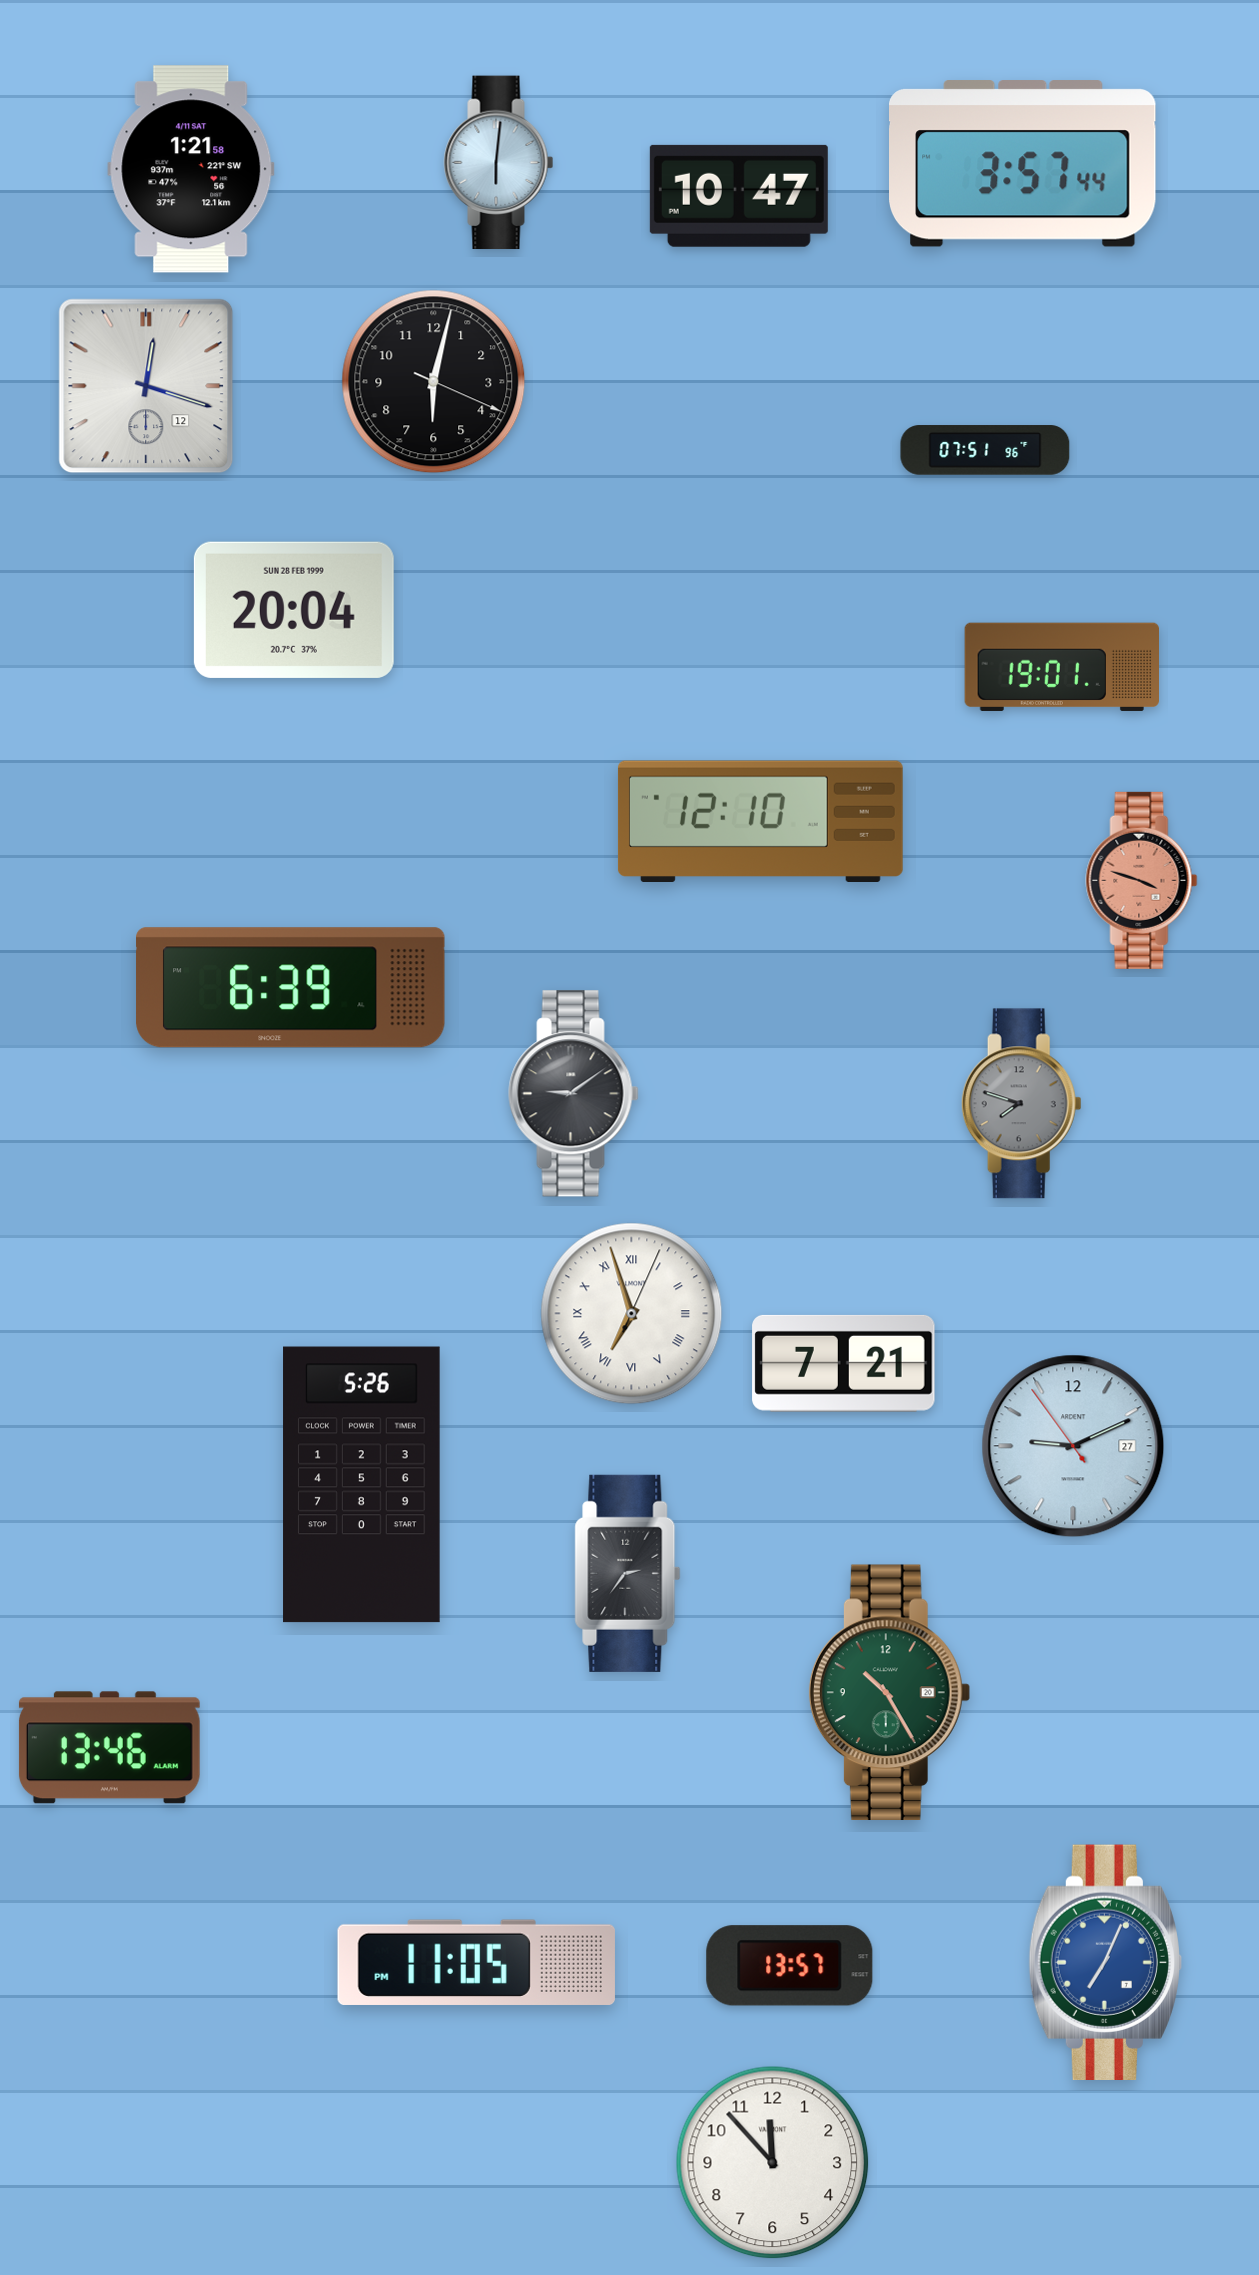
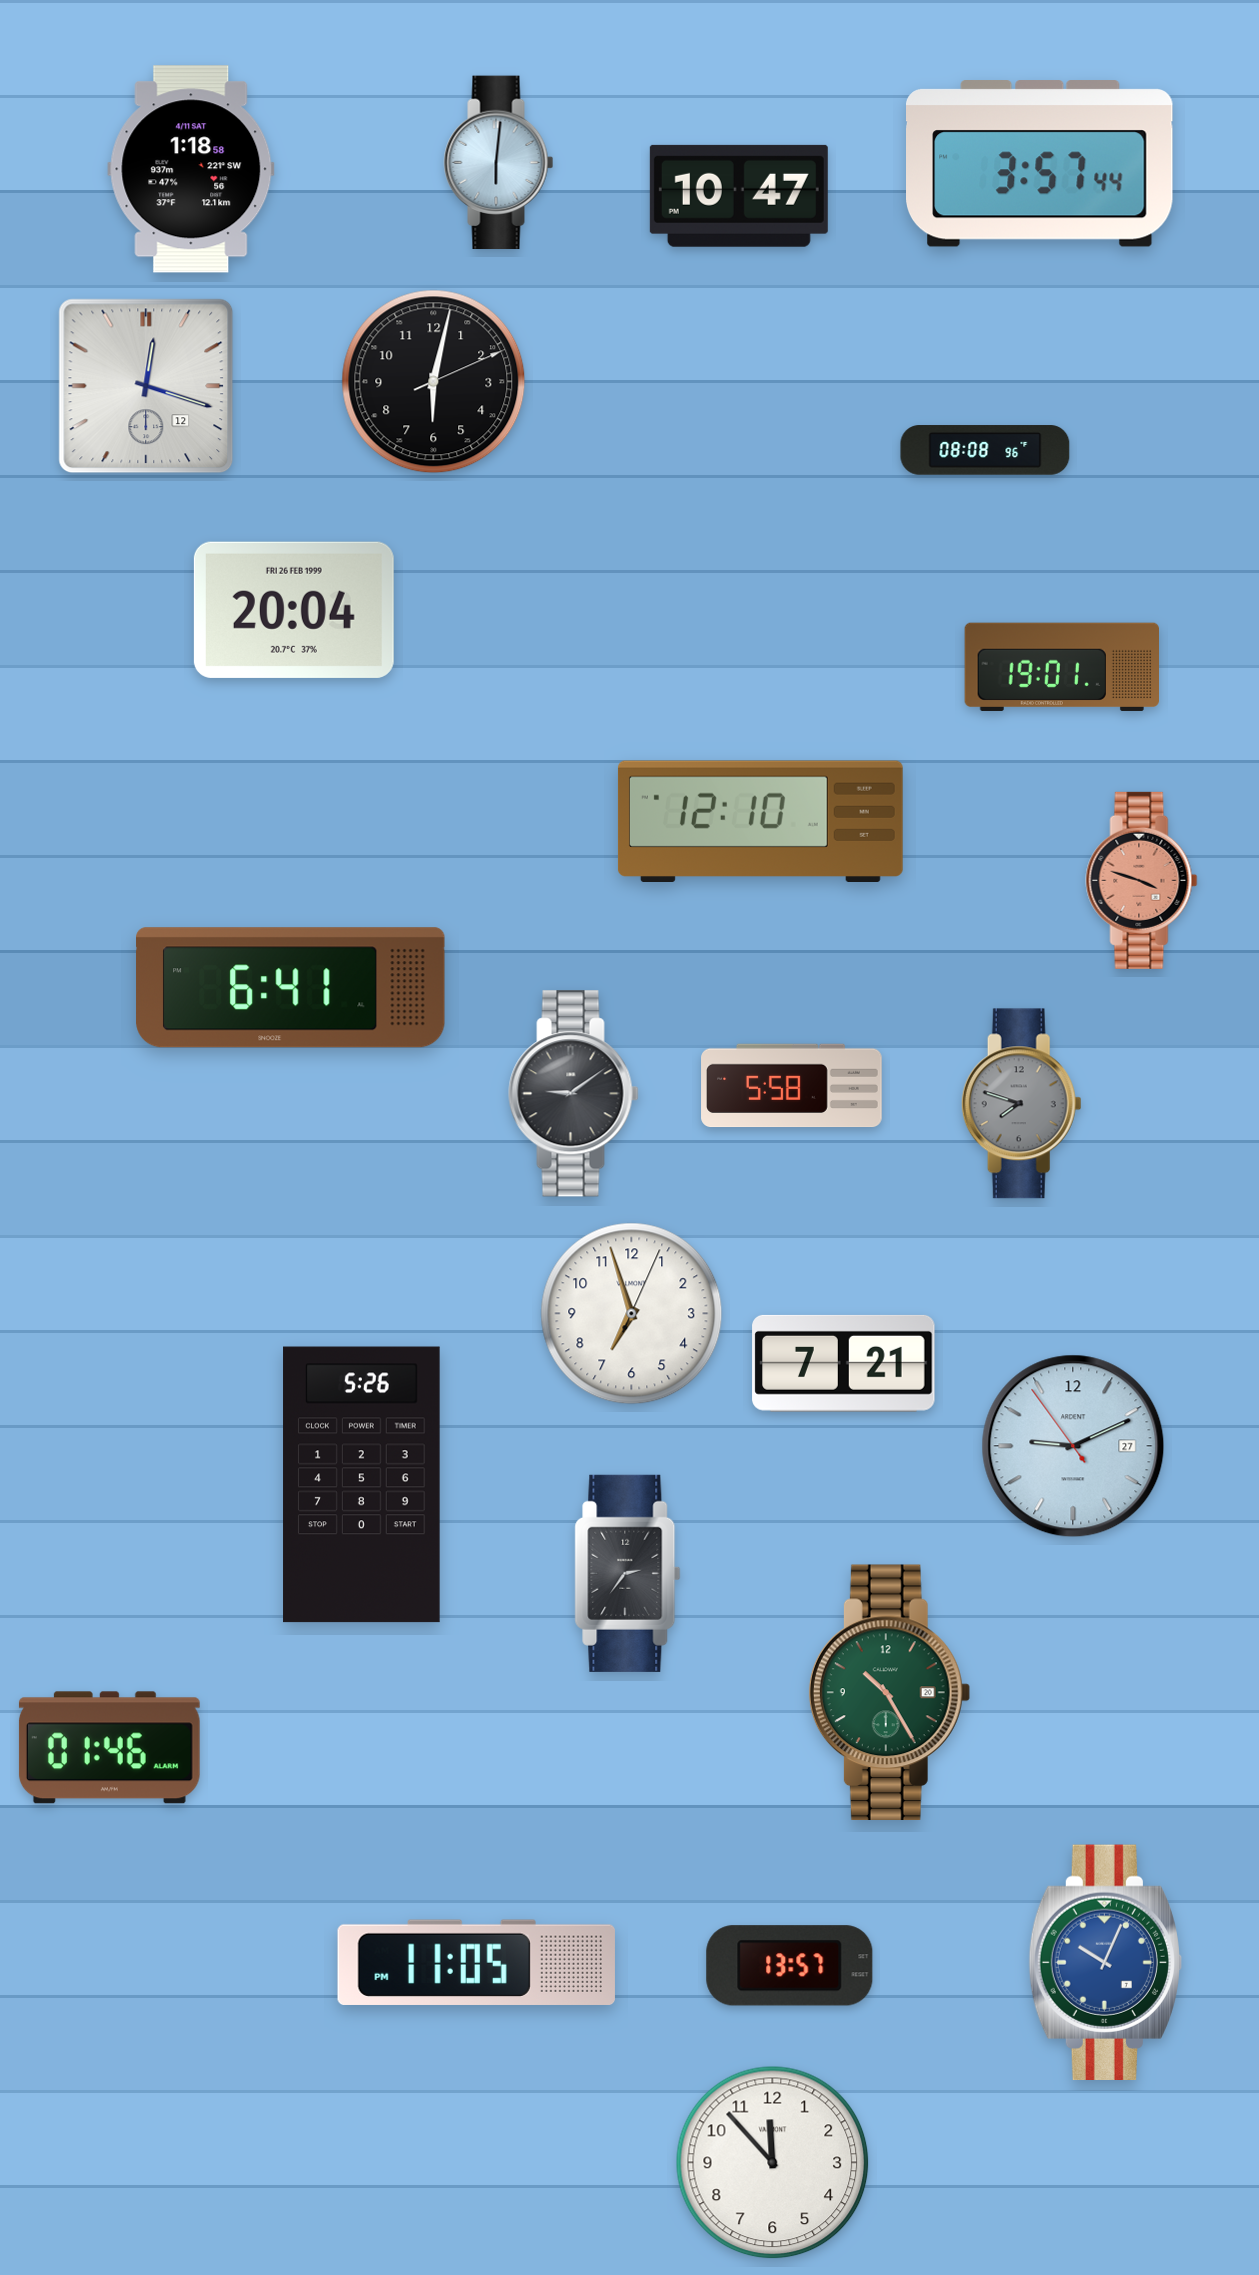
clock at (1023, 164) position: (1023, 164) -> (1040, 164)
clock at (191, 169): 1:21 -> 1:18
clock at (434, 382): 6:02:19 -> 6:02:11
clock at (985, 450): 07:51 -> 08:08
clock at (294, 610) date: SUN 28 FEB 1999 -> FRI 26 FEB 1999
clock at (291, 988): 6:39 -> 6:41
clock at (792, 1086): none -> 5:58
clock at (632, 1314) numerals: Roman -> Arabic
clock at (109, 1748): 13:46 -> 01:46
clock at (1105, 1962): 7:04 -> 10:04
